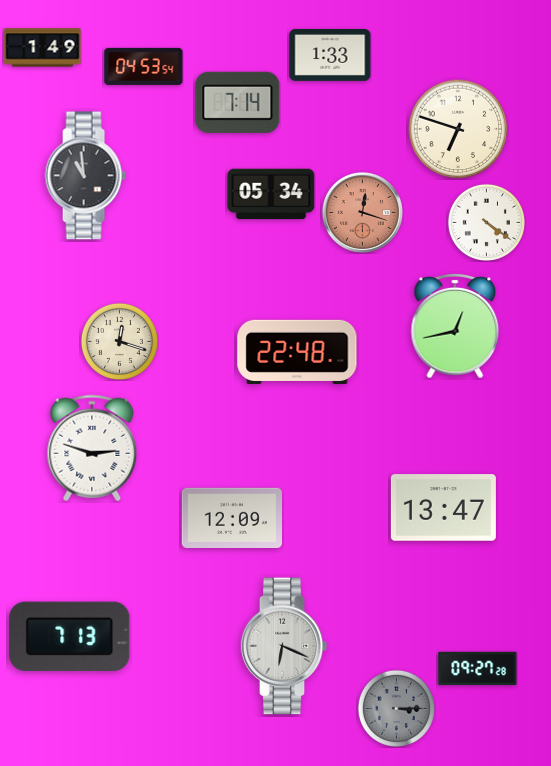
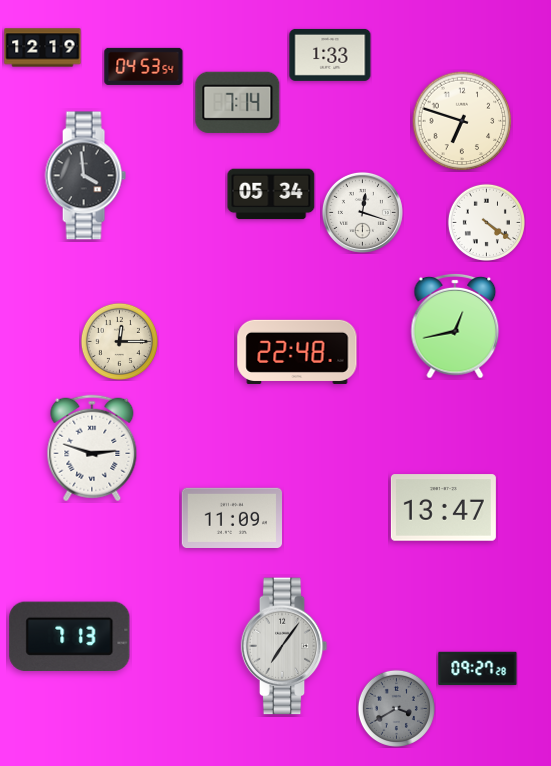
clock at (43, 48): 1:49 -> 12:19
clock at (458, 129) position: (458, 129) -> (462, 121)
clock at (85, 176): 10:59 -> 3:59
clock at (362, 212) dial: salmon -> white
clock at (119, 341): 12:18 -> 12:15
clock at (231, 517): 12:09 -> 11:09
clock at (284, 646): 6:19 -> 7:06
clock at (396, 708): 3:15 -> 3:40
